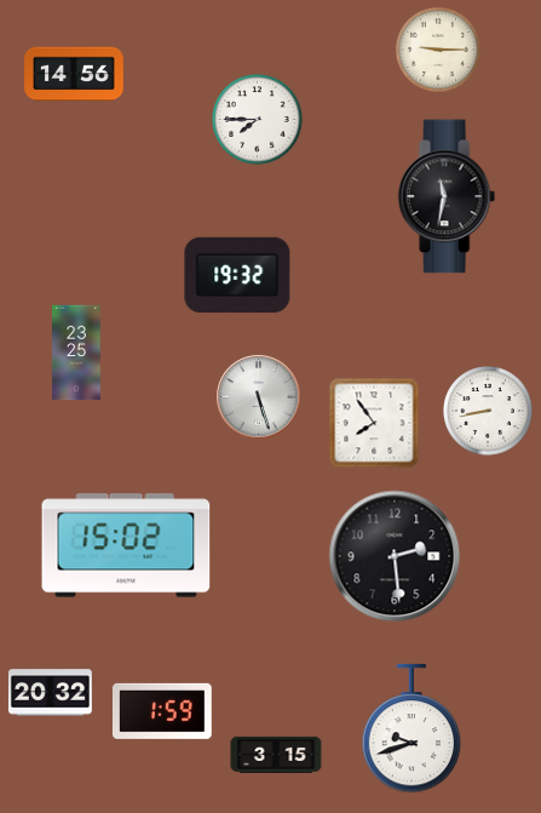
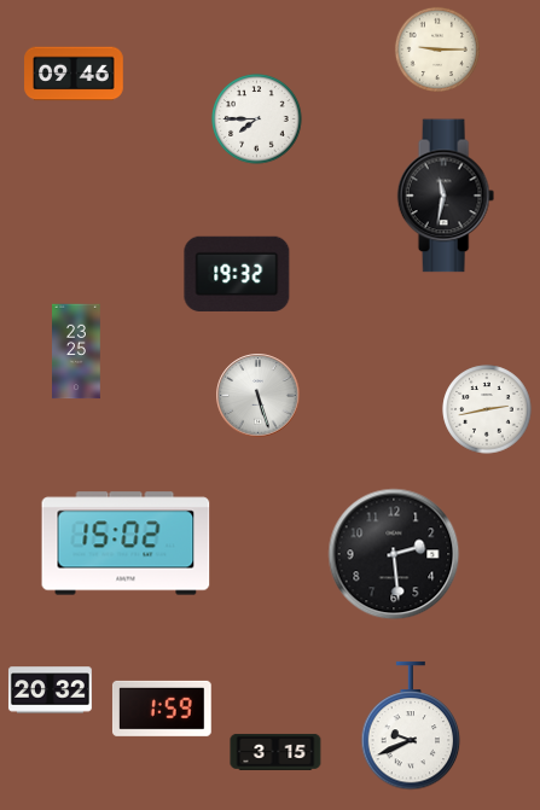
clock at (74, 74): 14:56 -> 09:46
clock at (488, 411): 8:43 -> 2:43
clock at (374, 423): 7:54 -> none
clock at (411, 728): 9:42 -> 9:41
